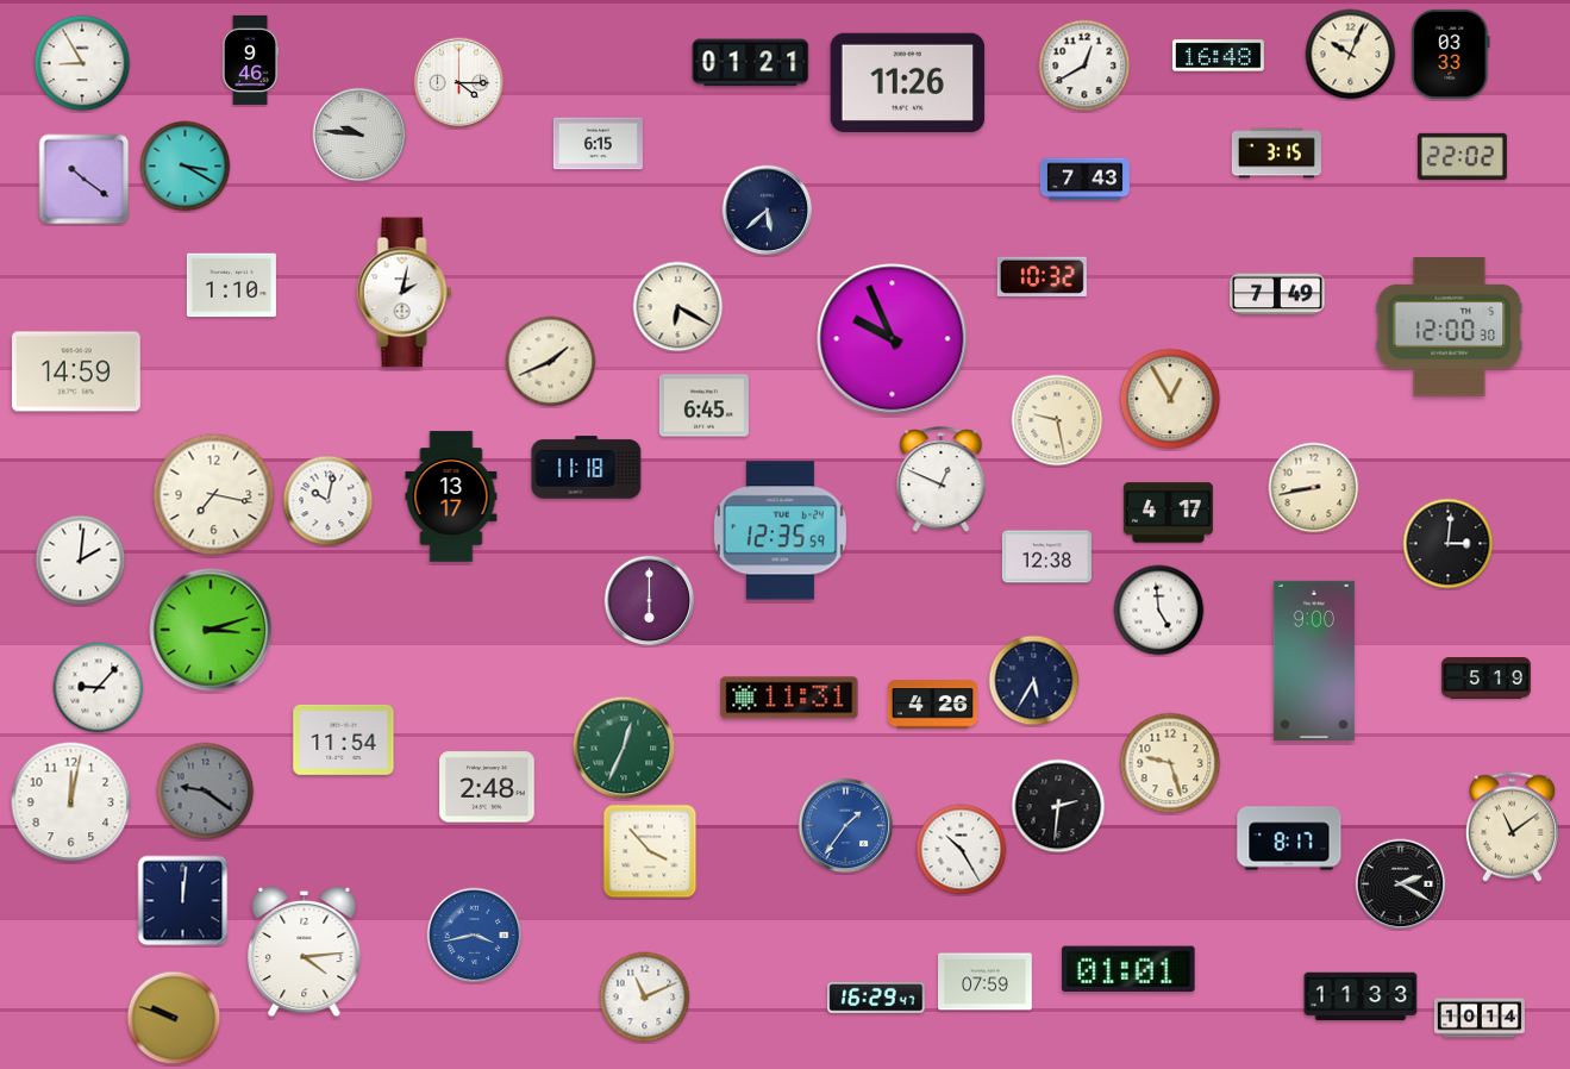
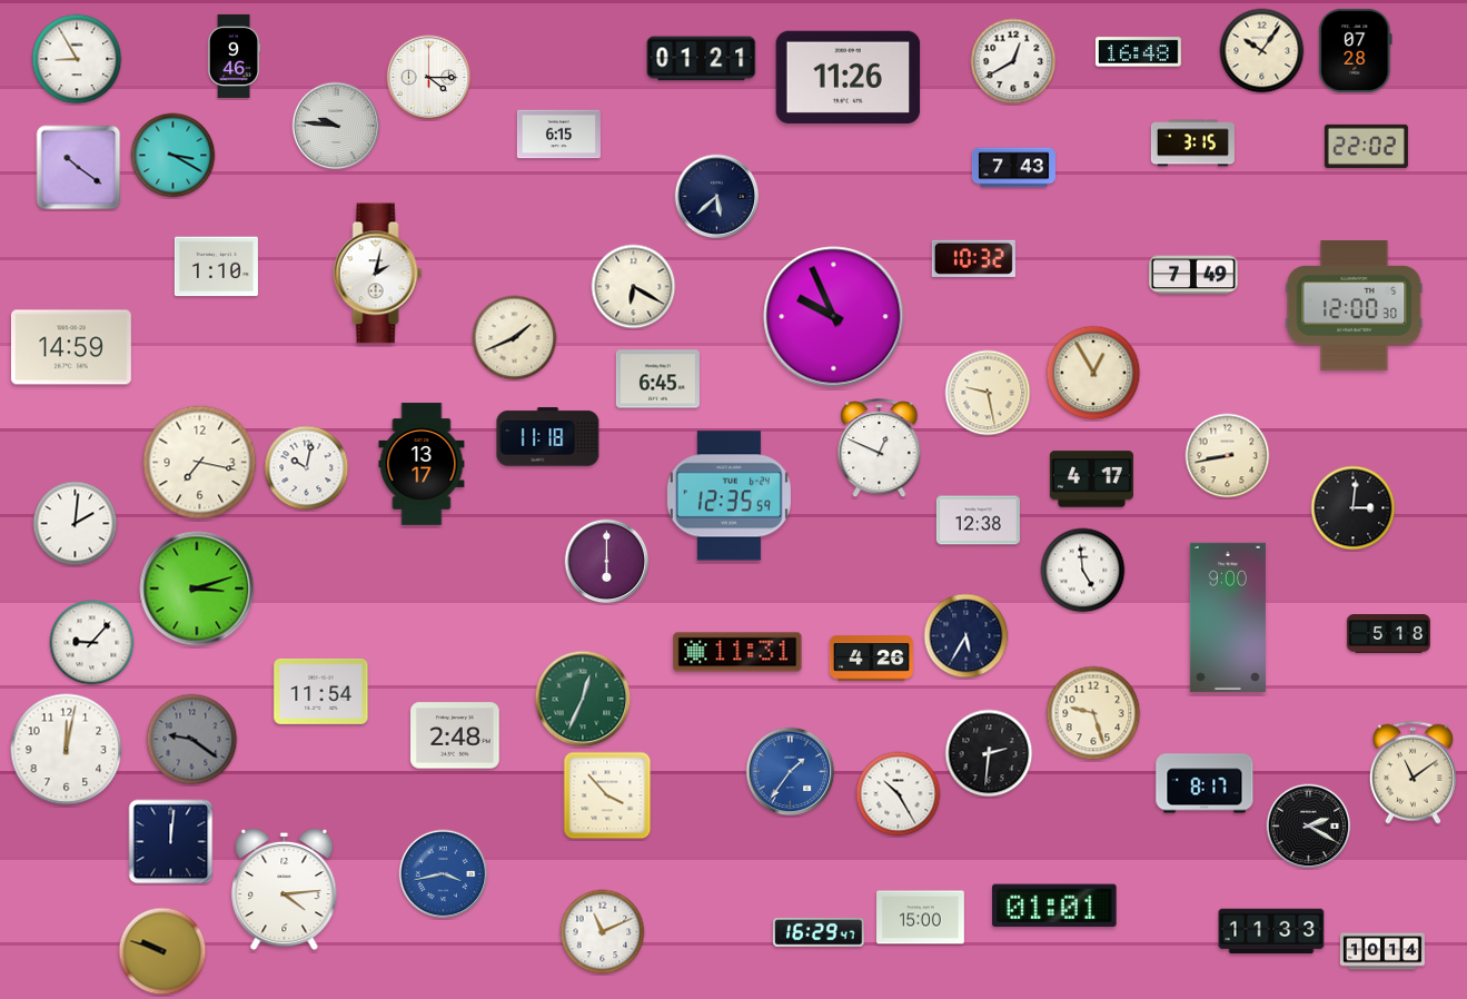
clock at (1451, 54): 03:33 -> 07:28
clock at (1351, 55): 10:04 -> 10:06
clock at (1485, 679): 5:19 -> 5:18
clock at (986, 982): 07:59 -> 15:00
